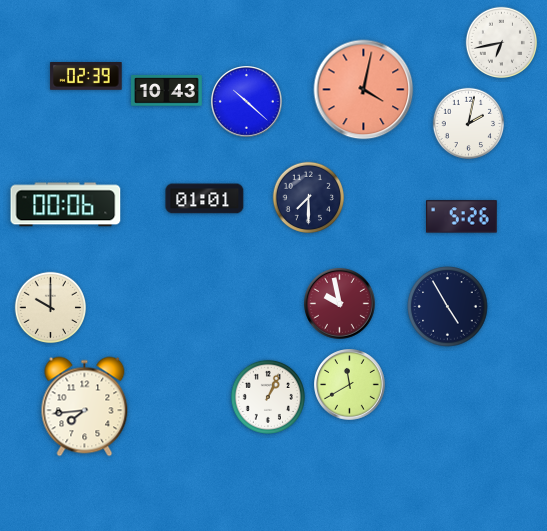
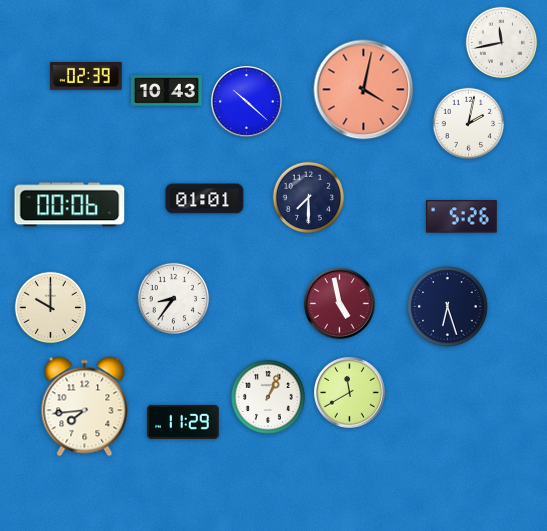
clock at (502, 43): 6:43 -> 11:43
clock at (66, 205) position: (66, 205) -> (70, 205)
clock at (174, 299): none -> 8:36
clock at (340, 304): 9:58 -> 4:58
clock at (448, 307): 4:55 -> 6:27
clock at (350, 385) position: (350, 385) -> (350, 393)
clock at (183, 422): none -> 11:29
